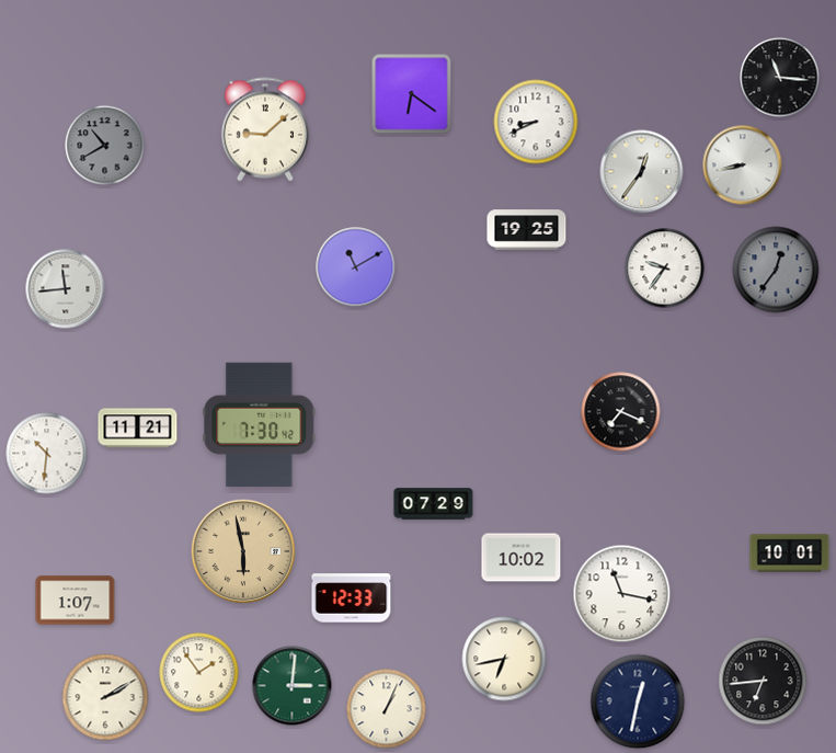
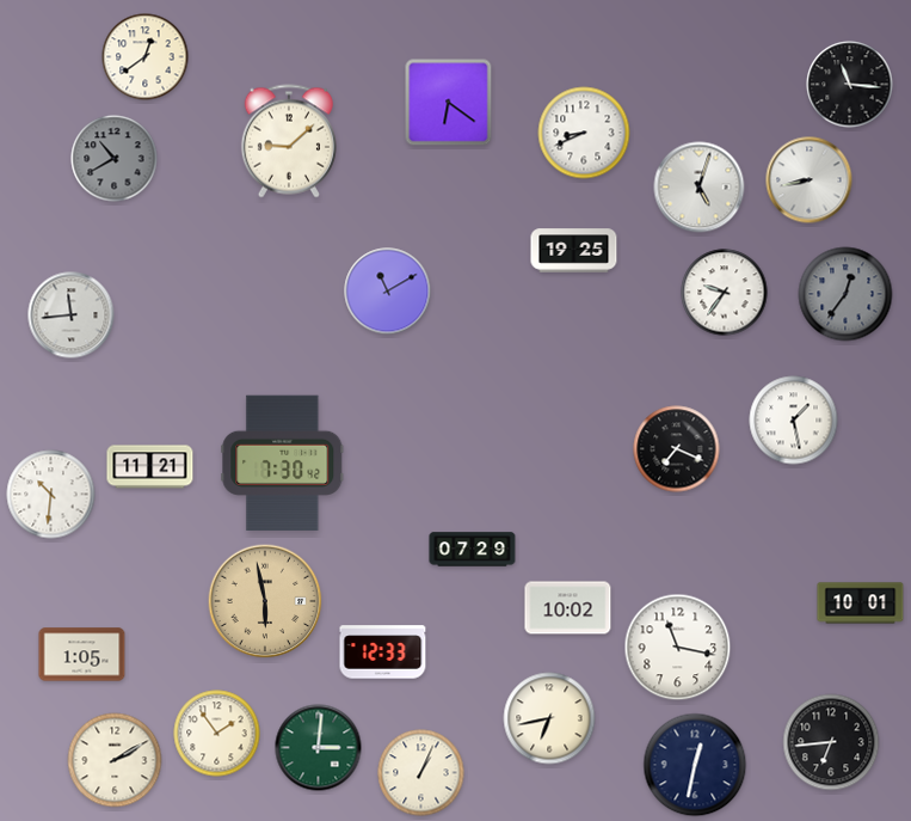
clock at (146, 57): none -> 12:39
clock at (642, 172): 12:36 -> 5:03
clock at (794, 421): none -> 1:28
clock at (76, 601): 1:07 -> 1:05
